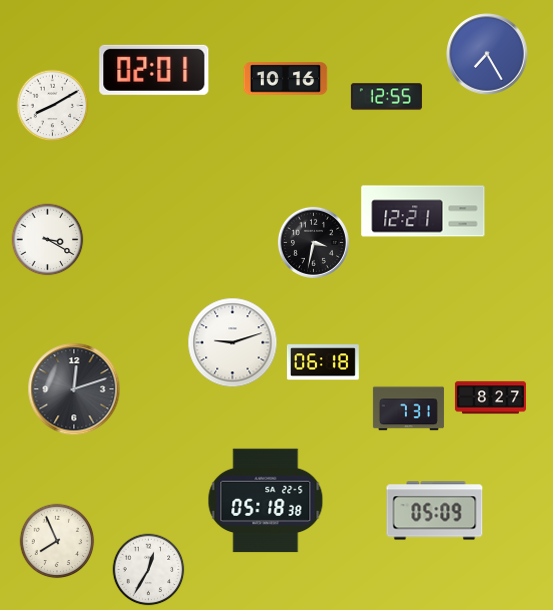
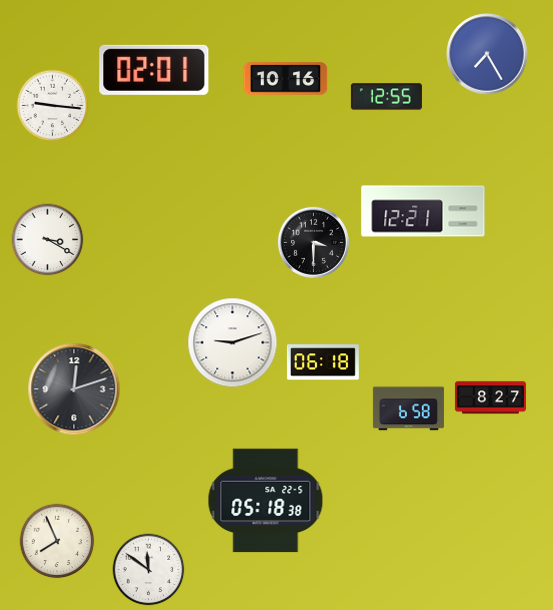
clock at (53, 106): 8:10 -> 9:16
clock at (313, 242): 3:32 -> 3:30
clock at (408, 409): 7:31 -> 6:58
clock at (435, 511): 05:09 -> none
clock at (149, 570): 12:35 -> 11:51
